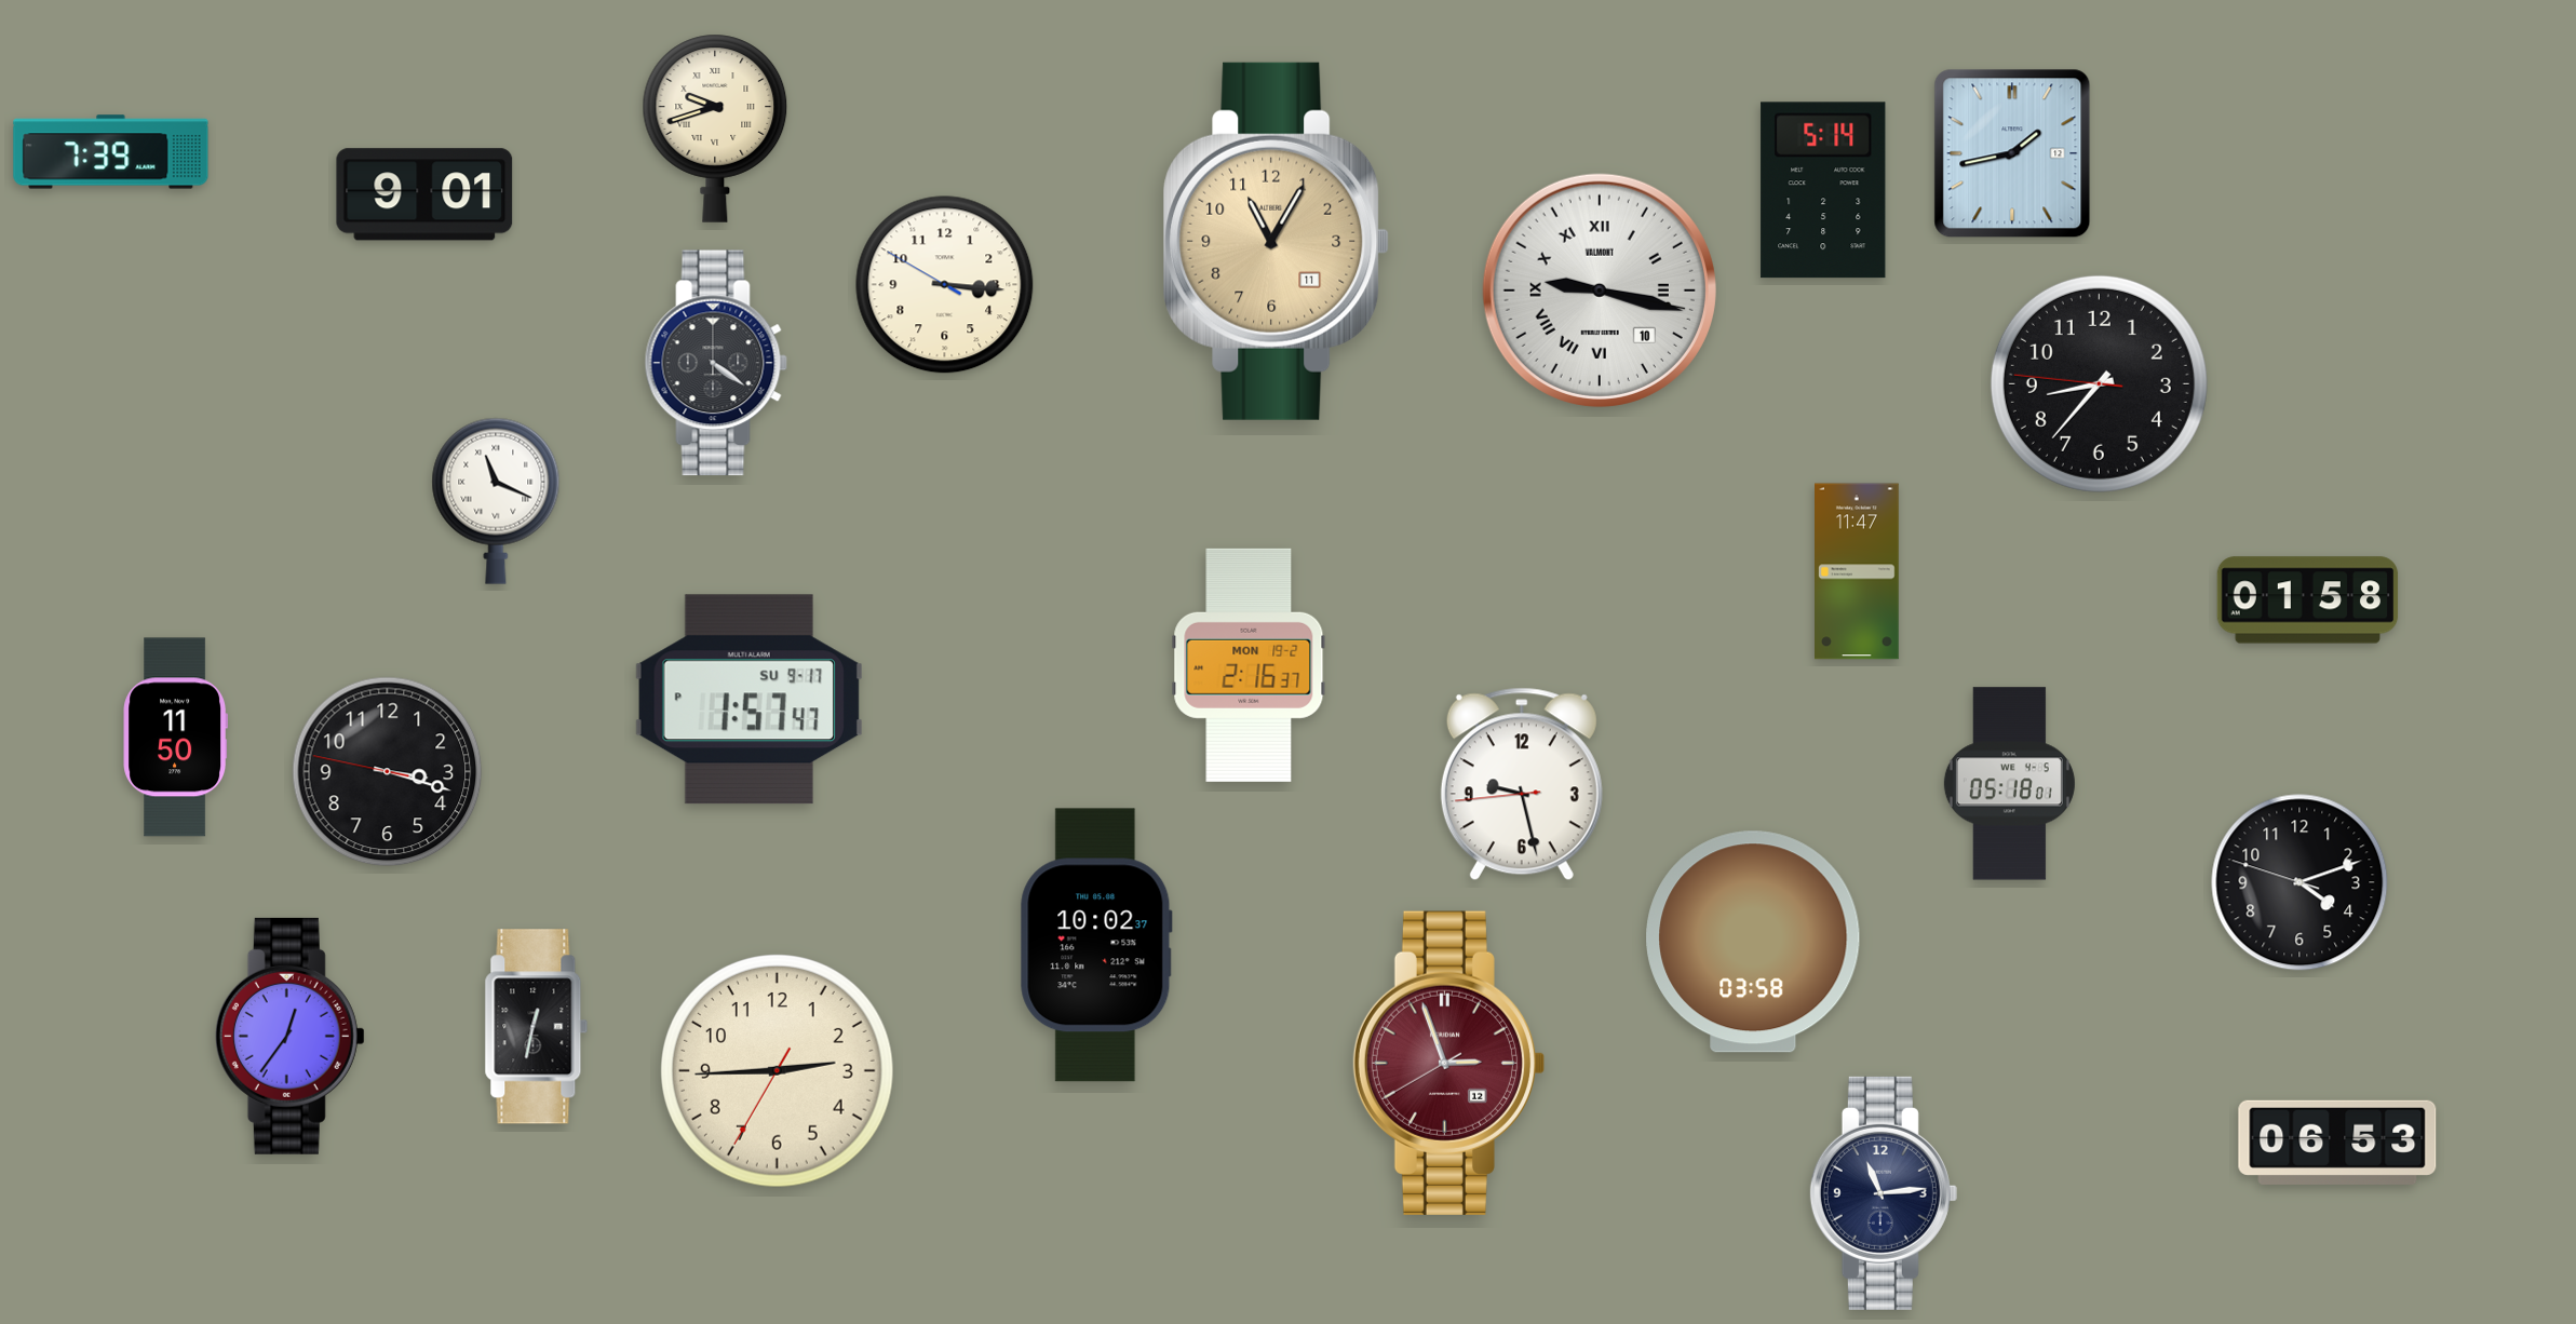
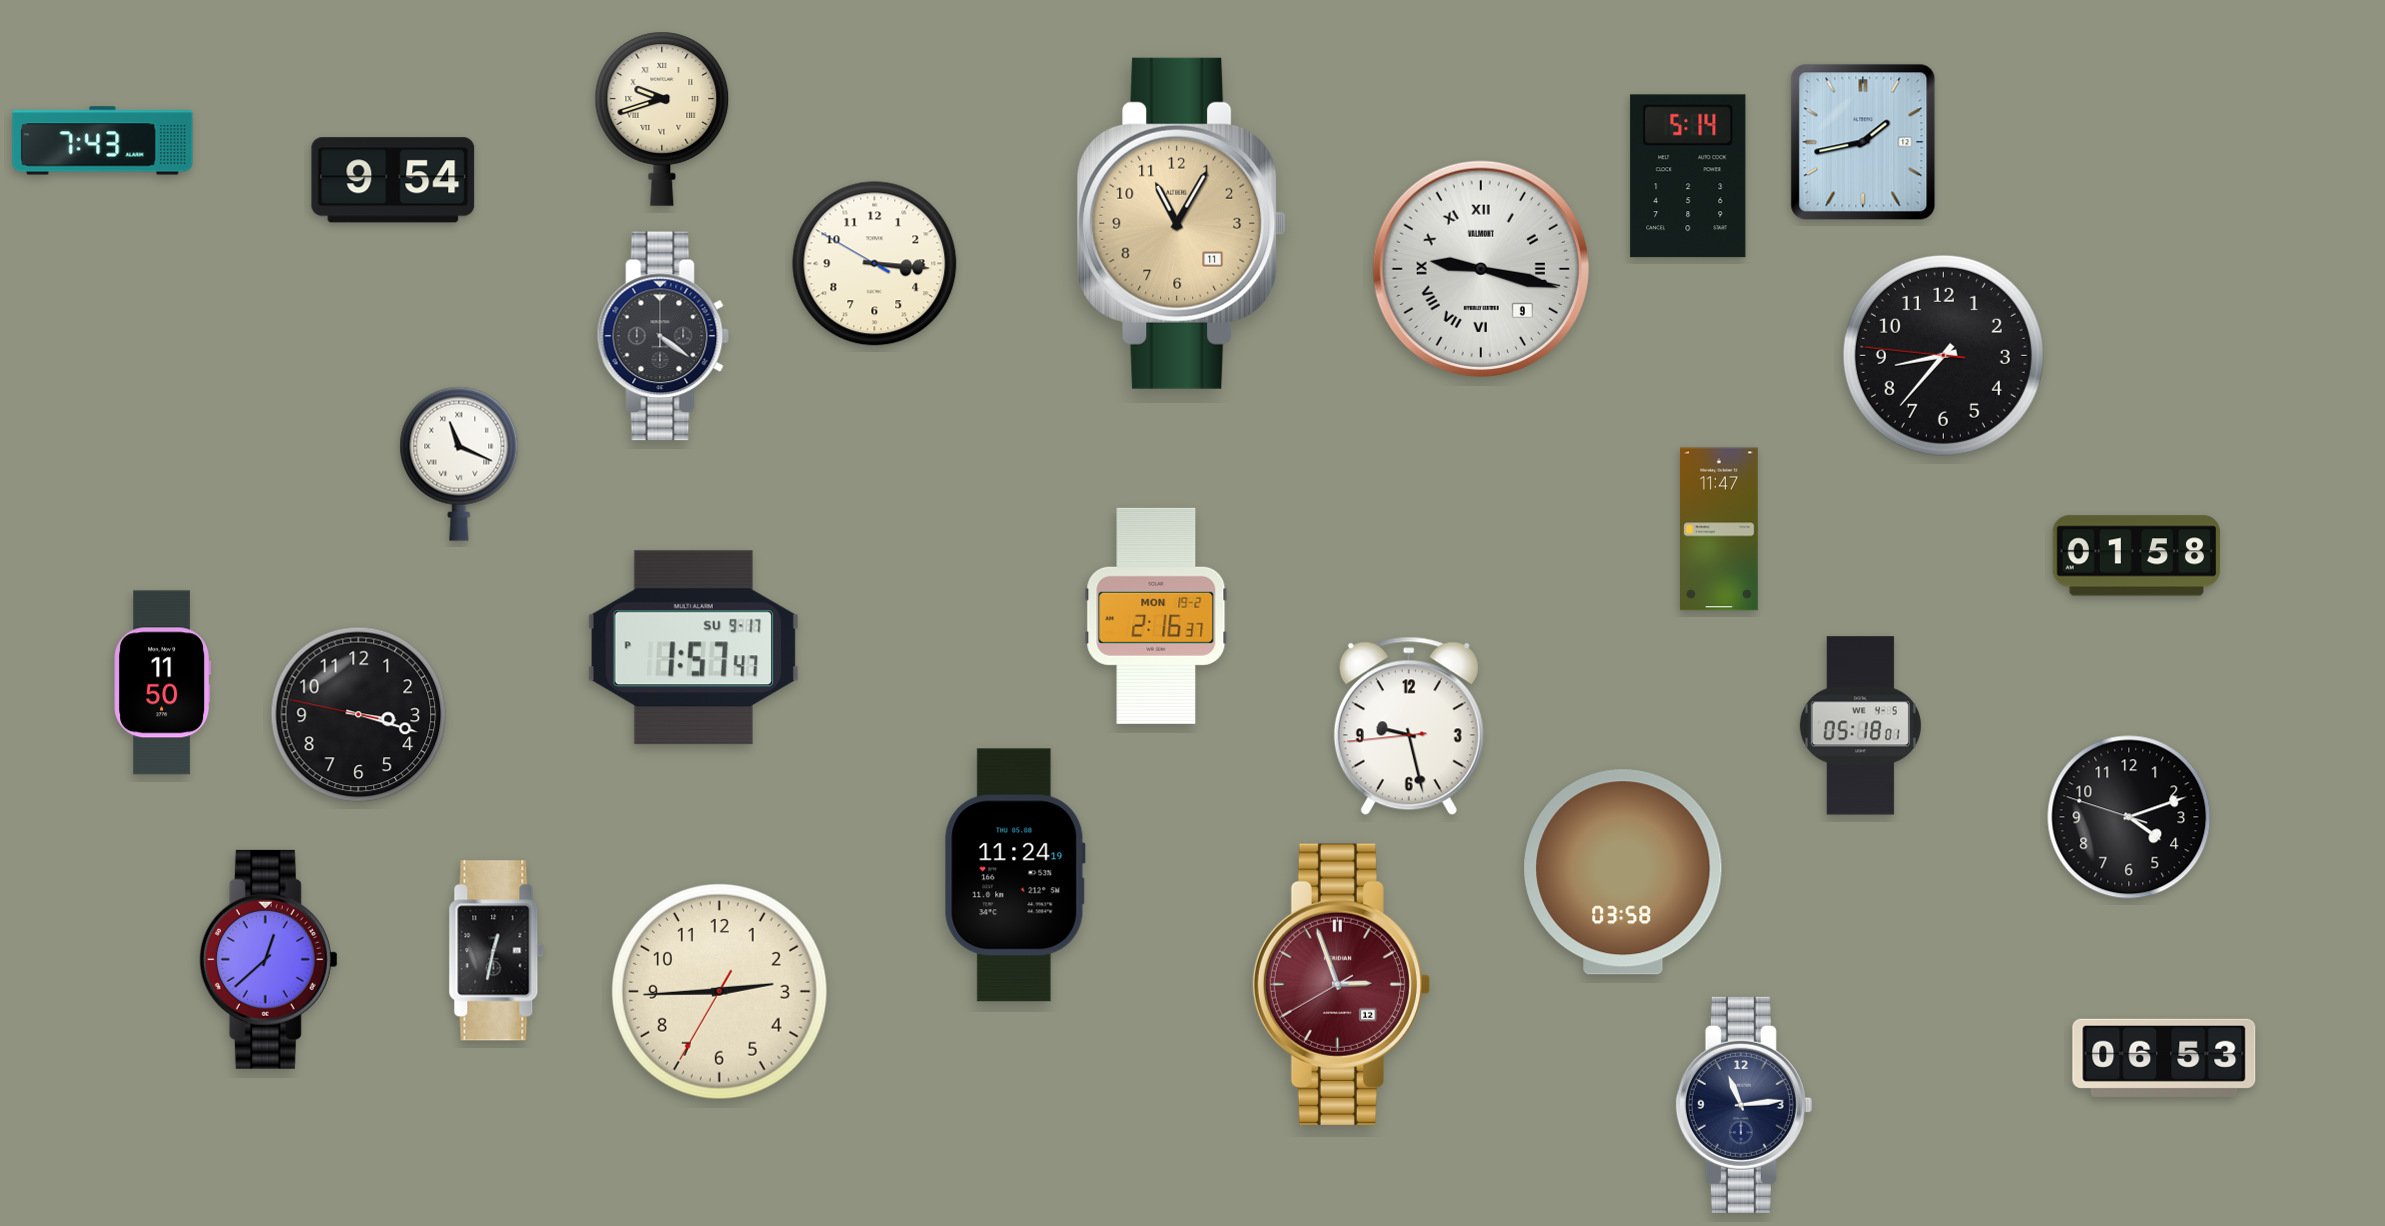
clock at (111, 152): 7:39 -> 7:43
clock at (424, 194): 9:01 -> 9:54
clock at (1600, 291) date: 10 -> 9
clock at (1096, 945): 10:02 -> 11:24
clock at (289, 1036): 12:36 -> 12:38
